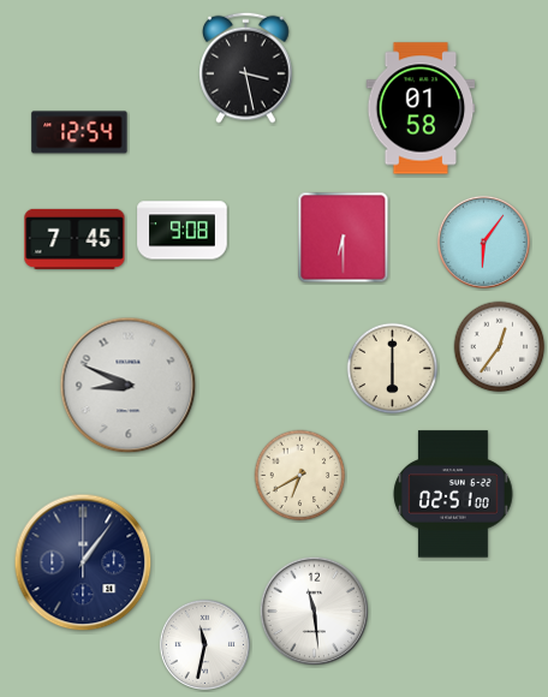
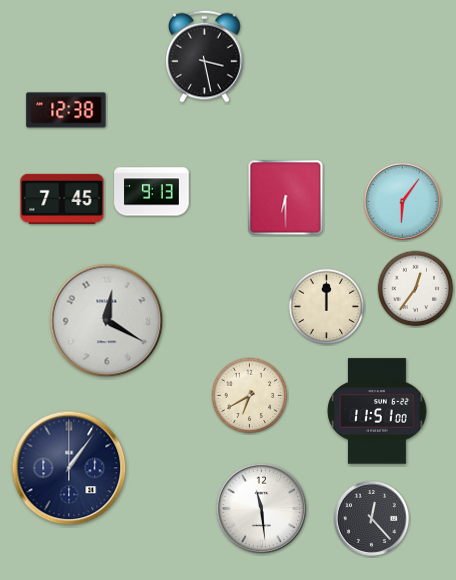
clock at (421, 108): 01:58 -> none
clock at (79, 132): 12:54 -> 12:38
clock at (183, 231): 9:08 -> 9:13
clock at (393, 369): 6:00 -> 12:00
clock at (129, 386): 8:49 -> 12:20
clock at (453, 494): 02:51 -> 11:51
clock at (371, 518): none -> 12:23
clock at (204, 644): 11:32 -> none
